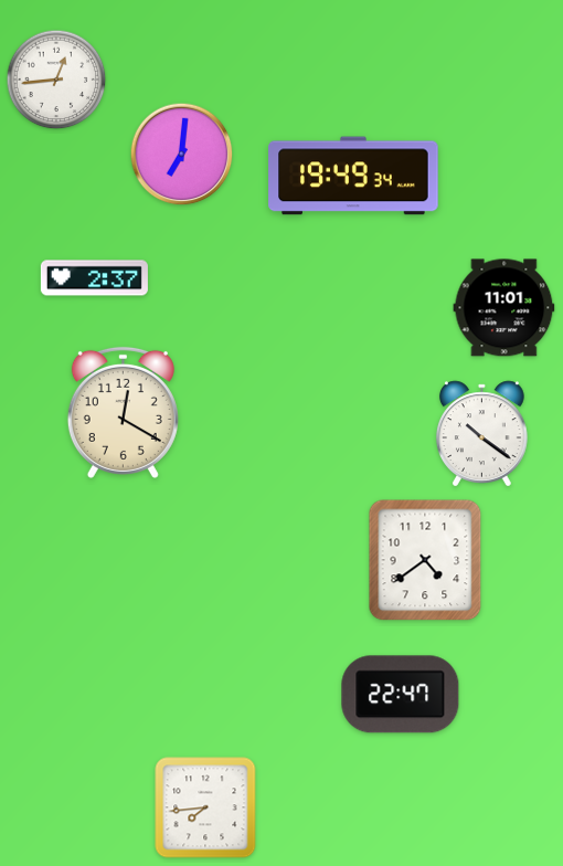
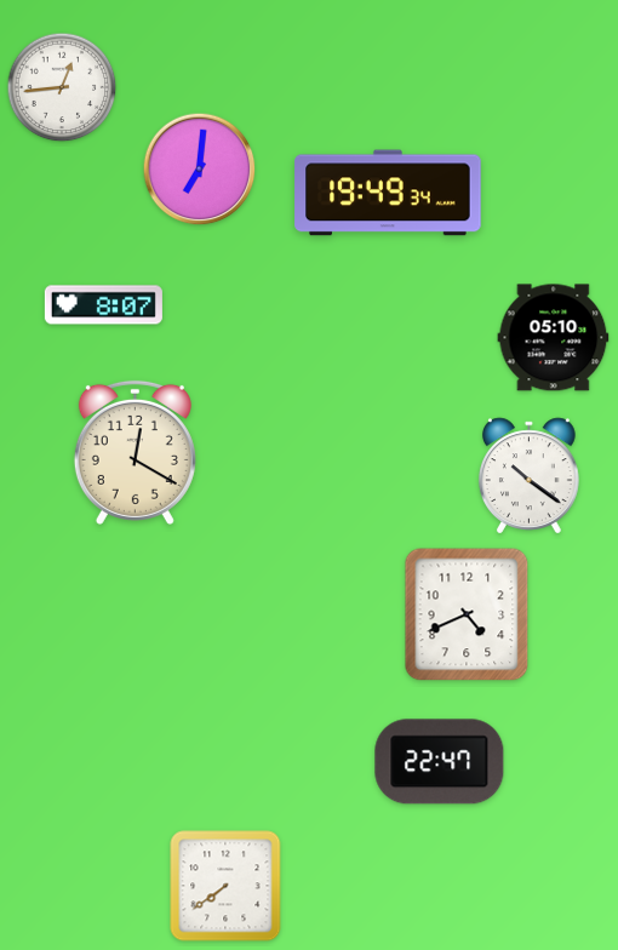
clock at (94, 278): 2:37 -> 8:07
clock at (504, 308): 11:01 -> 05:10
clock at (425, 560): 4:39 -> 4:41
clock at (205, 807): 7:44 -> 7:39
